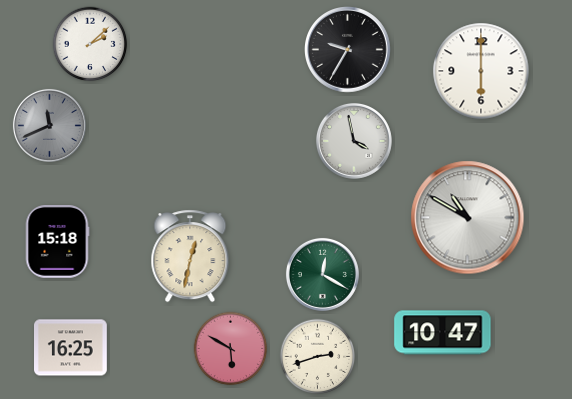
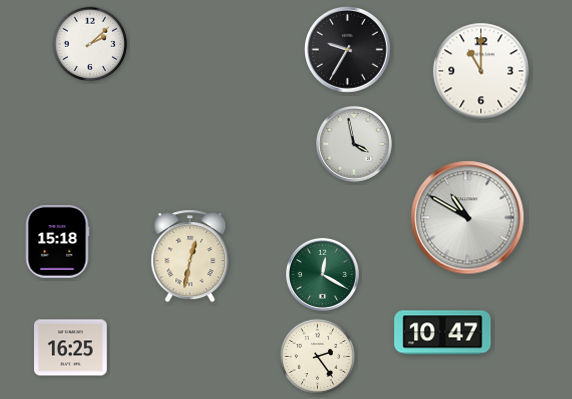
clock at (481, 71): 6:00 -> 11:00
clock at (49, 125): 11:41 -> none
clock at (354, 141) position: (354, 141) -> (354, 144)
clock at (231, 349): 5:50 -> none
clock at (318, 357): 2:42 -> 2:24
